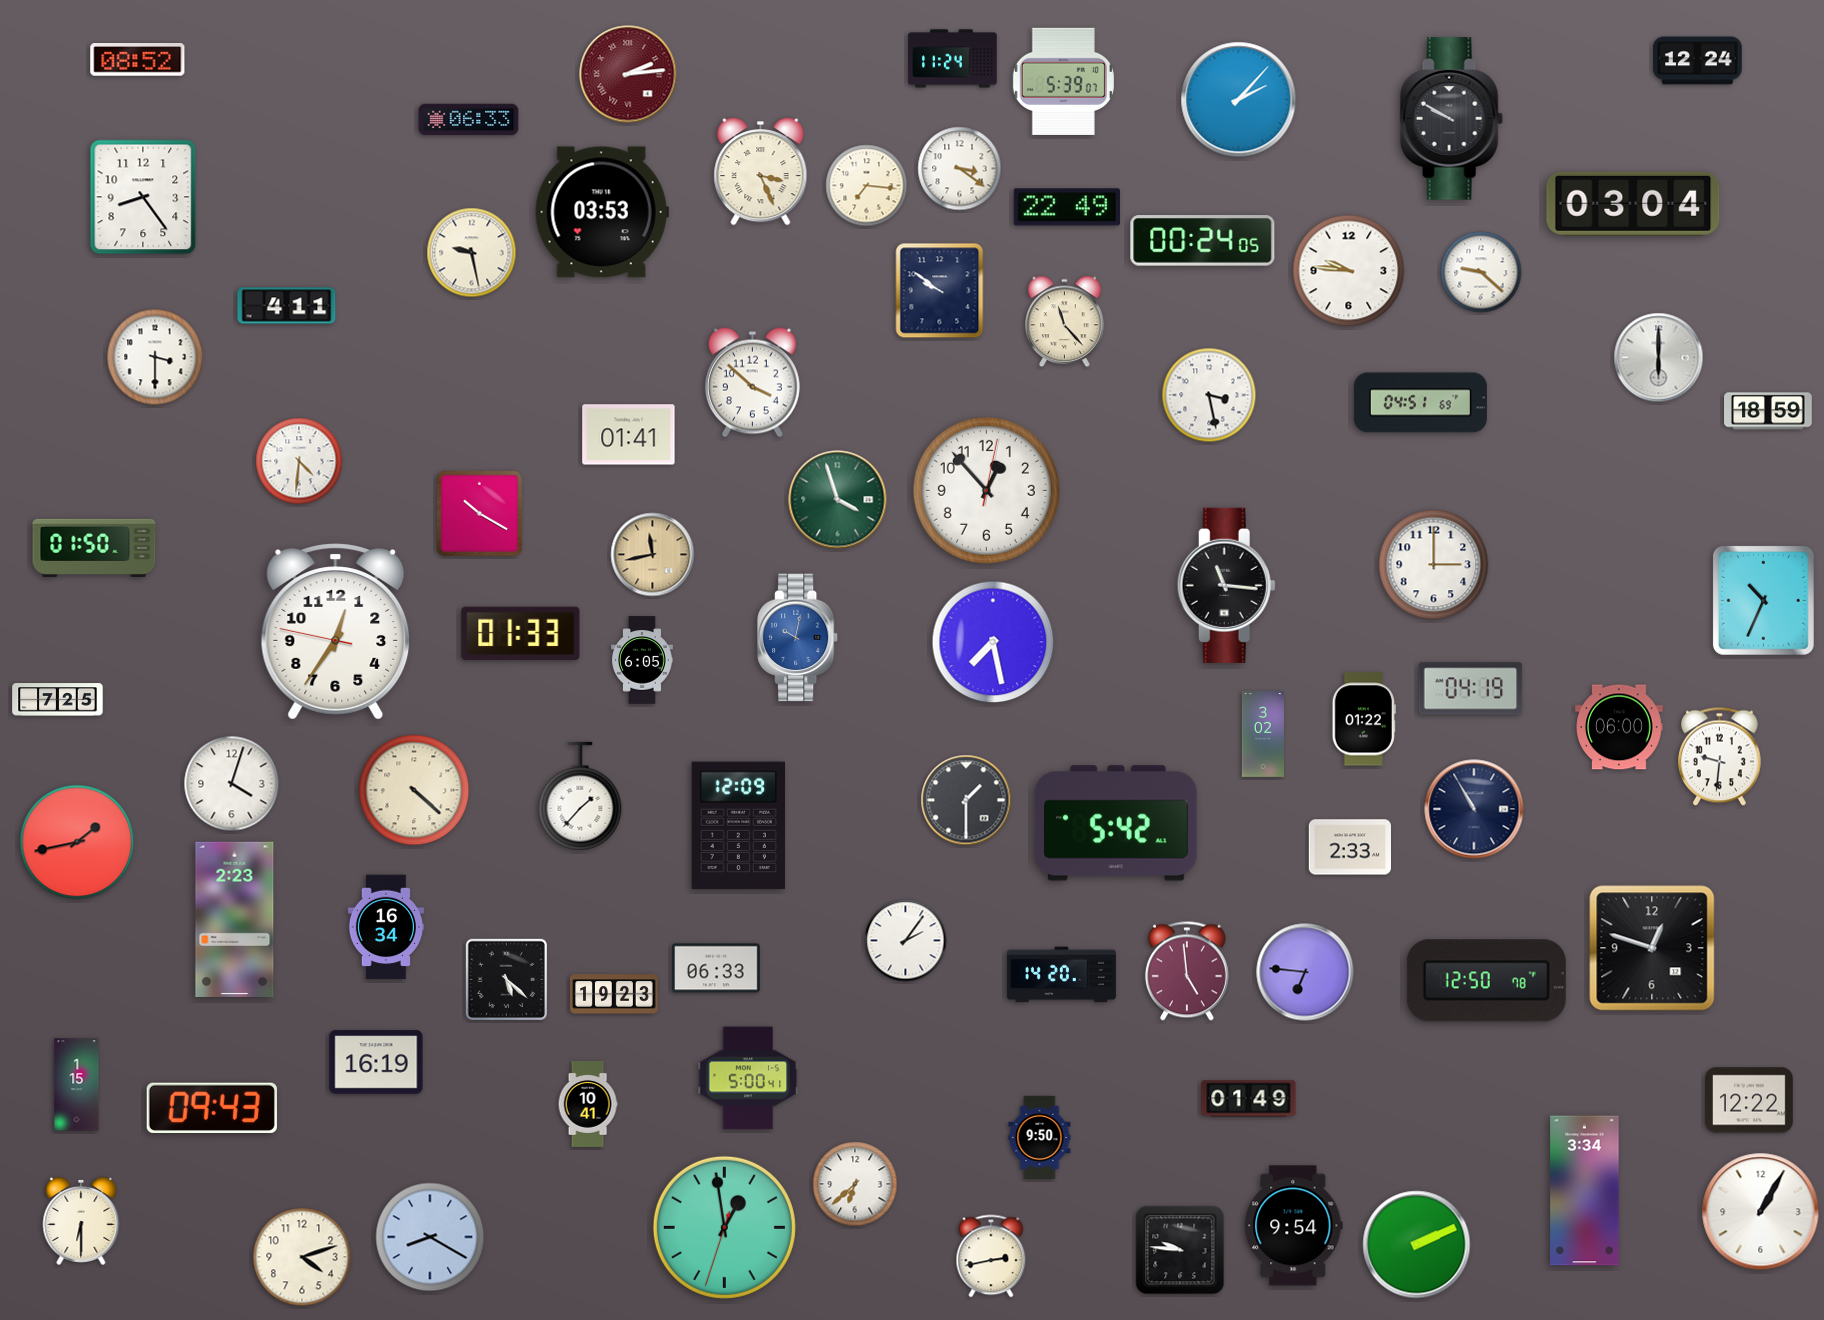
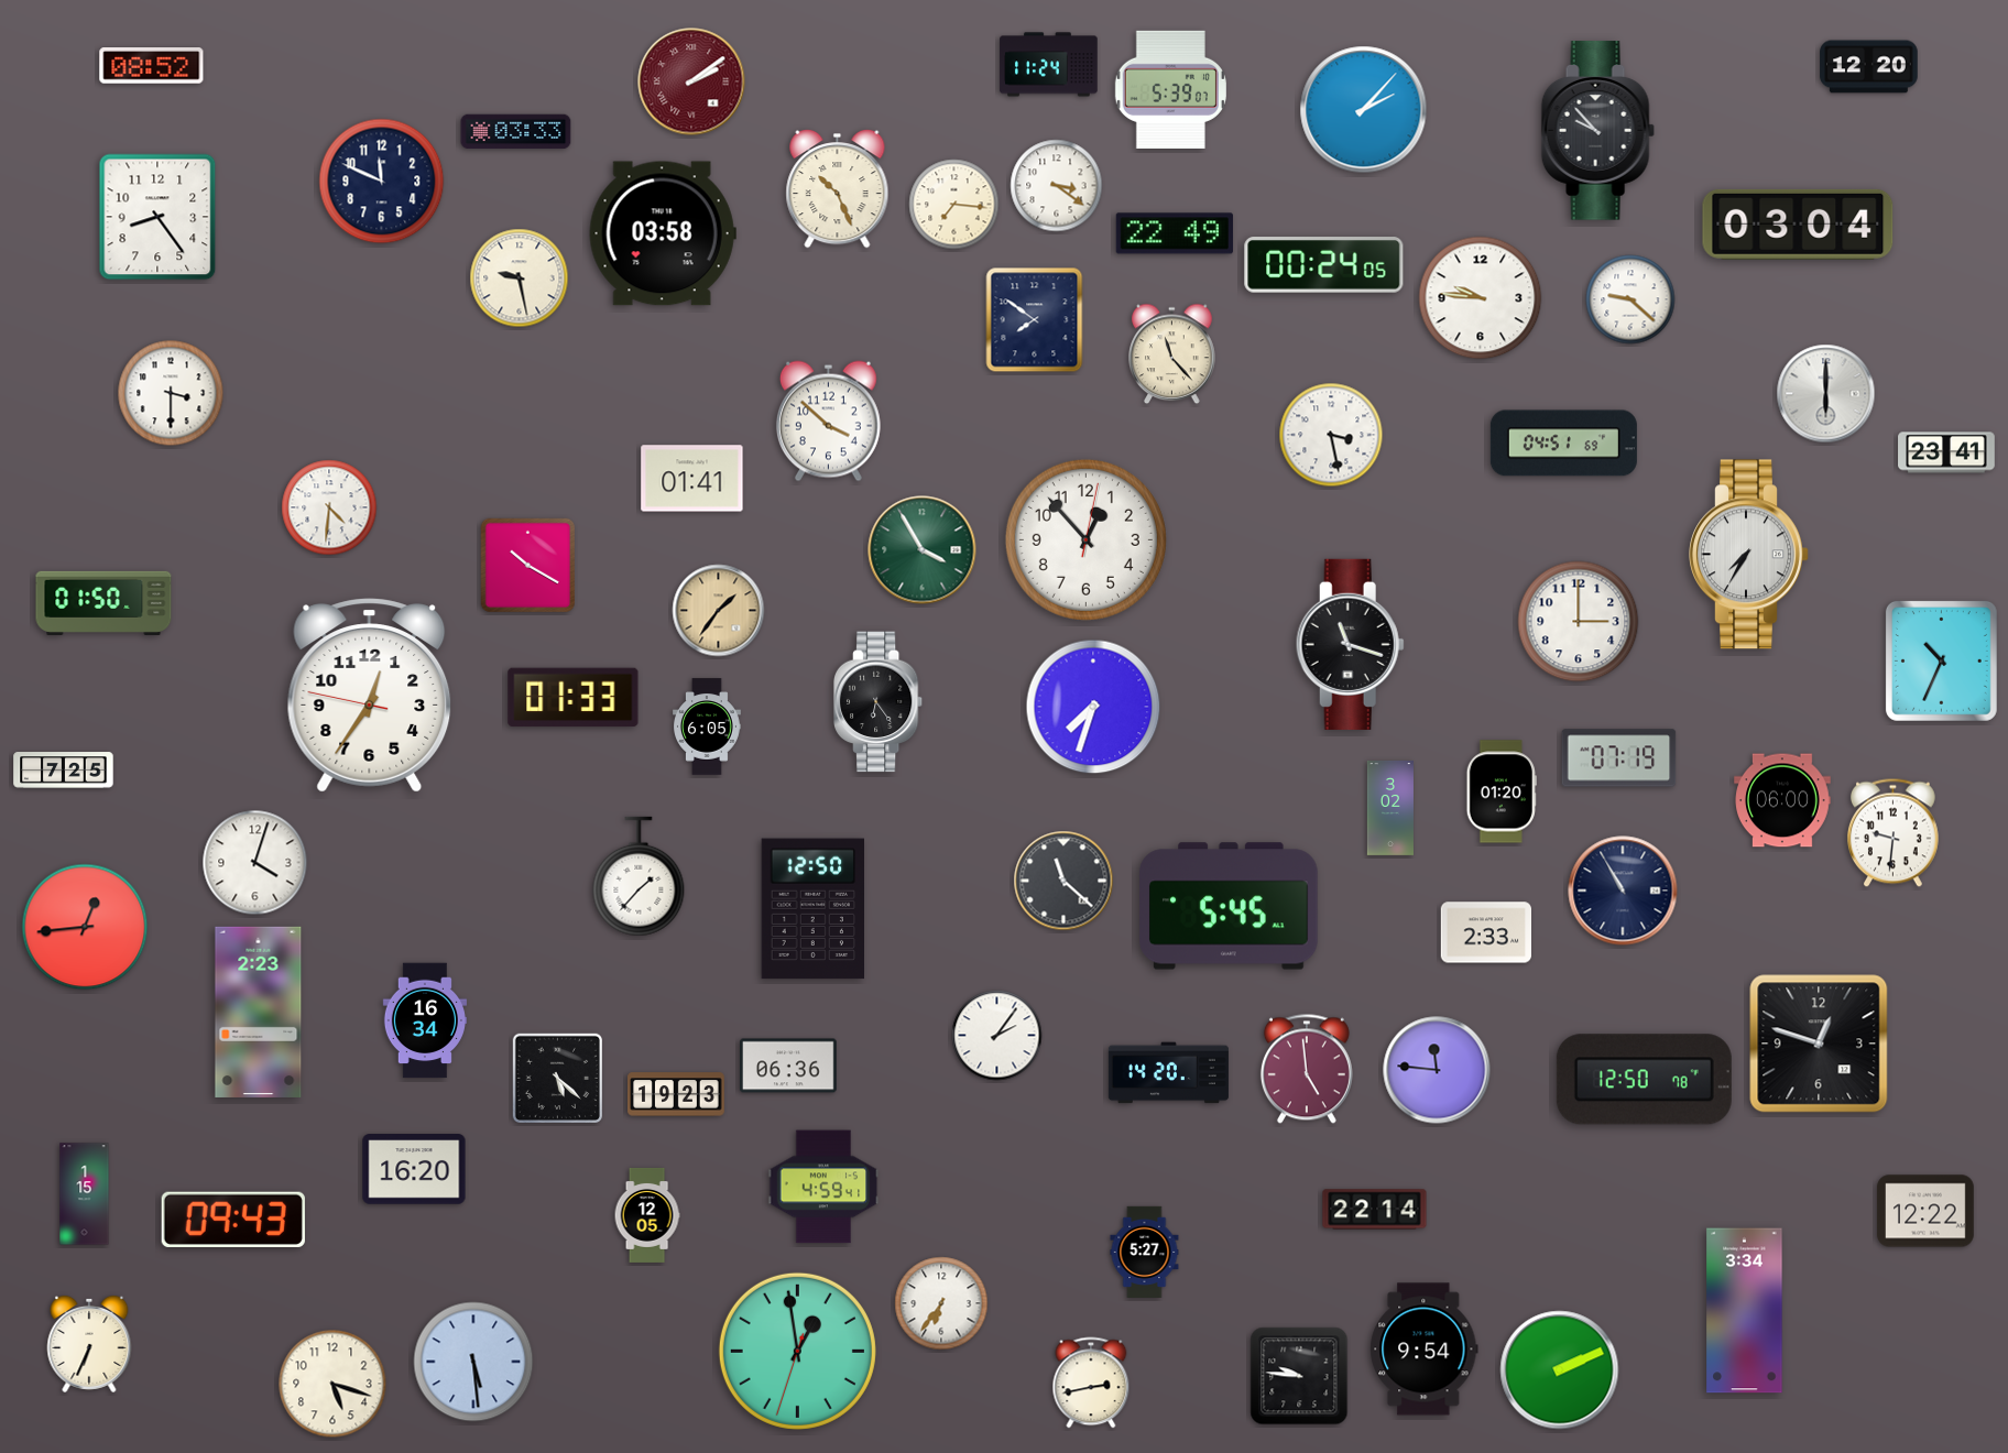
clock at (1698, 61): 12:24 -> 12:20
clock at (628, 74): 2:14 -> 2:09
clock at (1451, 119): 9:50 -> 9:53
clock at (469, 120): 06:33 -> 03:33
clock at (382, 182): none -> 11:49
clock at (761, 172): 3:26 -> 10:26
clock at (1067, 207) position: (1067, 207) -> (1175, 233)
clock at (602, 212): 03:53 -> 03:58
clock at (1349, 271) position: (1349, 271) -> (1481, 298)
clock at (940, 291): 9:51 -> 7:51
clock at (287, 306): 4:11 -> none
clock at (1768, 411): 18:59 -> 23:41
clock at (838, 500): 3:57 -> 3:55
clock at (1749, 555): none -> 7:35
clock at (653, 555): 11:43 -> 1:36
clock at (1226, 585): 11:16 -> 11:18
clock at (798, 638): 10:02 -> 6:24
clock at (798, 638) dial: blue -> black
clock at (993, 642): 7:28 -> 7:33
clock at (1471, 689): 04:19 -> 07:19
clock at (1364, 719): 01:22 -> 01:20
clock at (414, 790): 4:22 -> none
clock at (966, 800): 1:30 -> 11:22
clock at (1116, 823): 5:42 -> 5:45
clock at (739, 826): 12:09 -> 12:50
clock at (77, 842): 1:43 -> 12:44
clock at (717, 968): 06:33 -> 06:36
clock at (1305, 972): 6:46 -> 11:46
clock at (1486, 981) position: (1486, 981) -> (1644, 1080)
clock at (376, 1062): 16:19 -> 16:20
clock at (748, 1078): 5:00 -> 4:59
clock at (1249, 1099): 01:49 -> 22:14
clock at (588, 1104): 10:41 -> 12:05
clock at (1040, 1137): 9:50 -> 5:27
clock at (855, 1184): 6:38 -> 6:36
clock at (1761, 1212): 1:05 -> none
clock at (81, 1221): 6:30 -> 6:34
clock at (430, 1237): 8:20 -> 5:29
clock at (302, 1257): 4:12 -> 5:18
